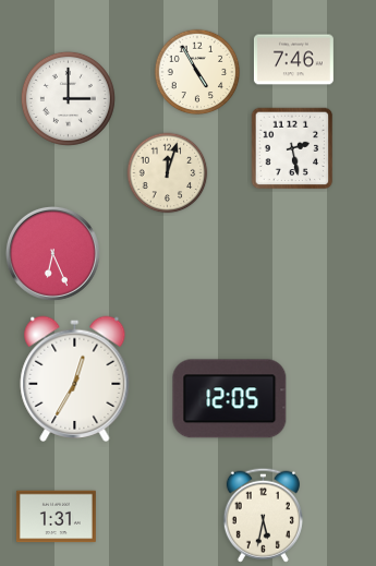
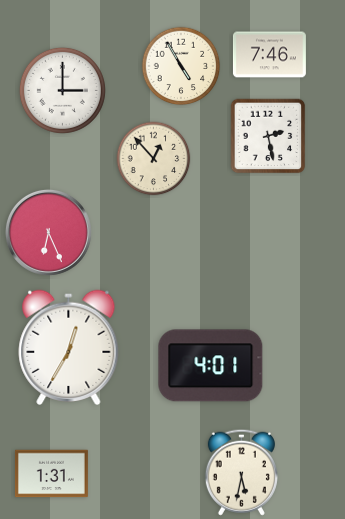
clock at (168, 173): 12:03 -> 12:53
clock at (230, 399): 12:05 -> 4:01
